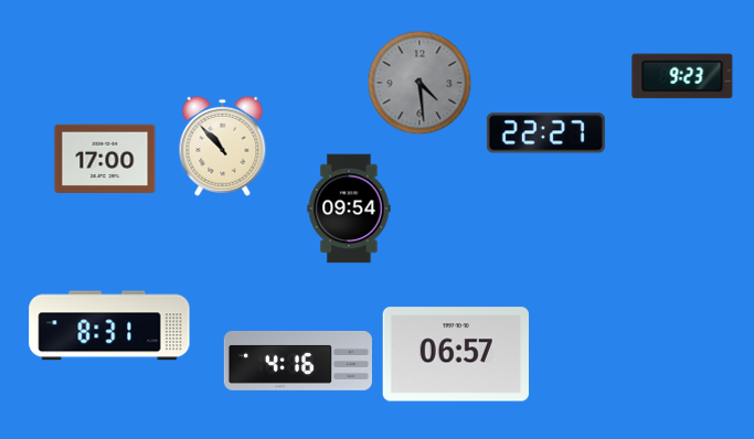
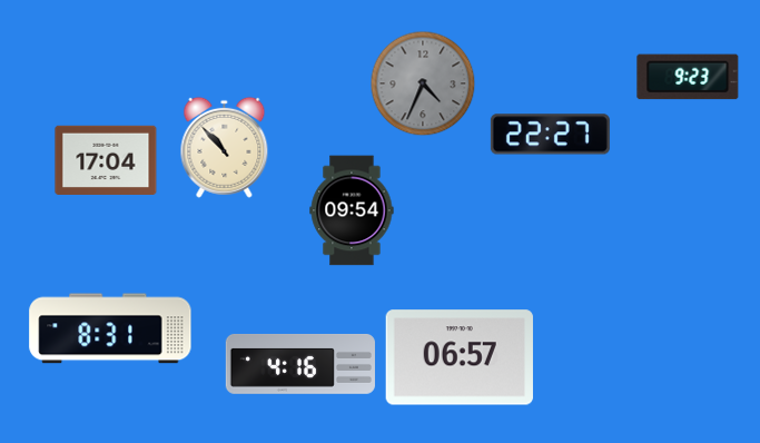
clock at (420, 83): 4:29 -> 4:34
clock at (105, 158): 17:00 -> 17:04
